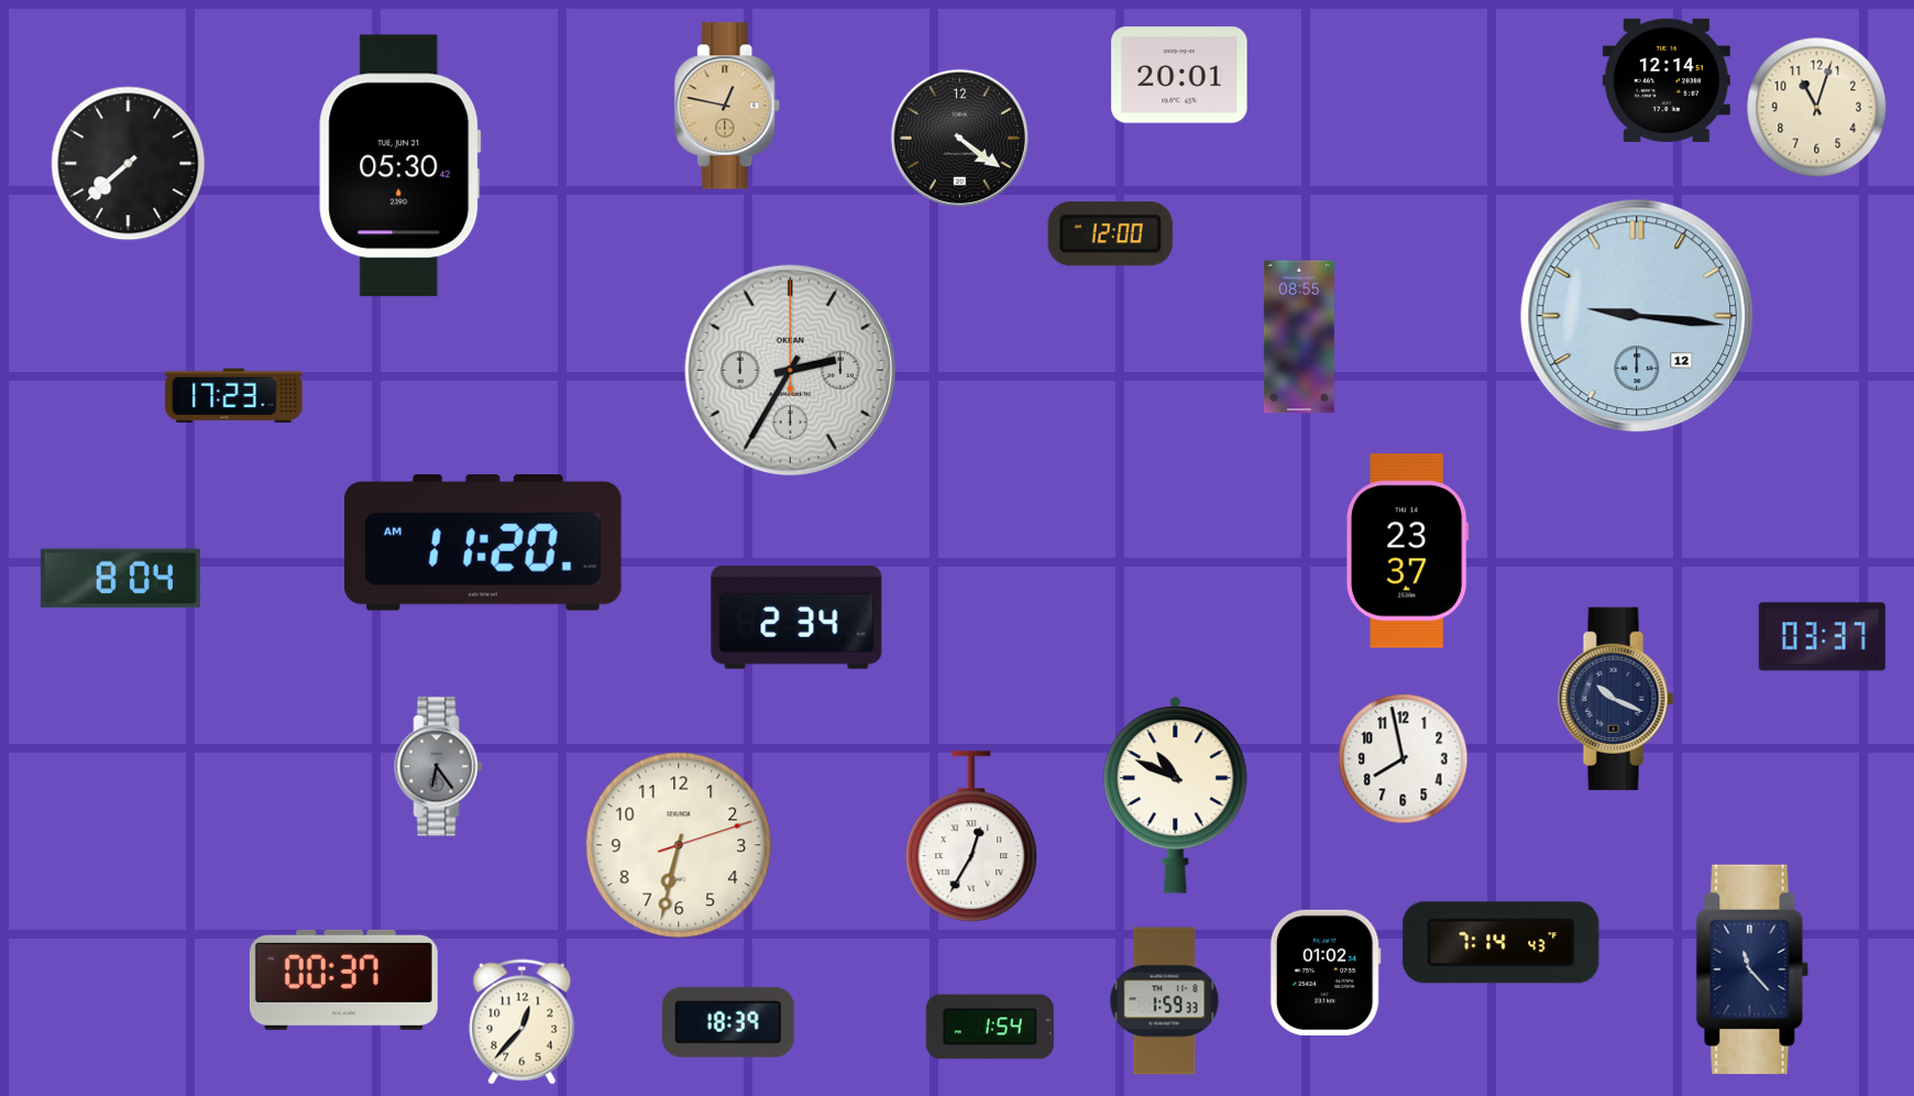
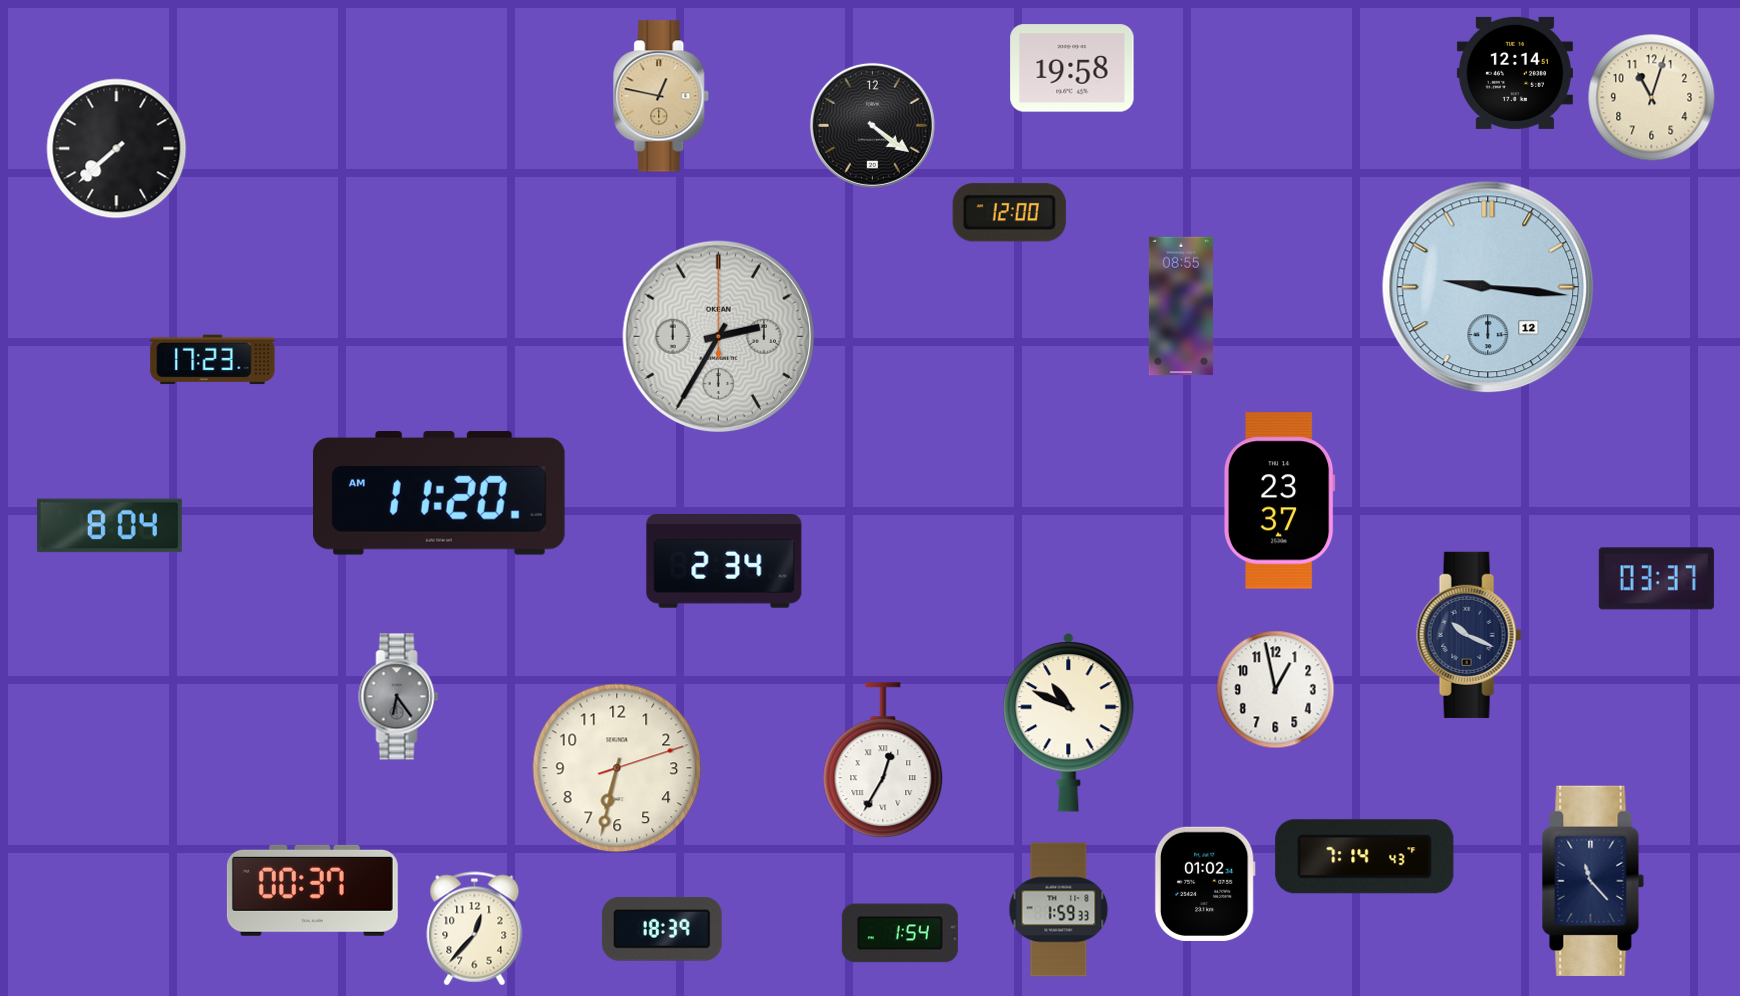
clock at (1179, 75): 20:01 -> 19:58
clock at (400, 166): 05:30 -> none
clock at (1404, 759): 7:58 -> 12:58
